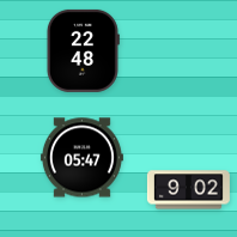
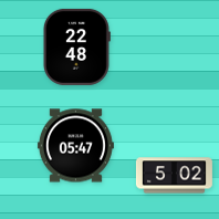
clock at (188, 190): 9:02 -> 5:02
